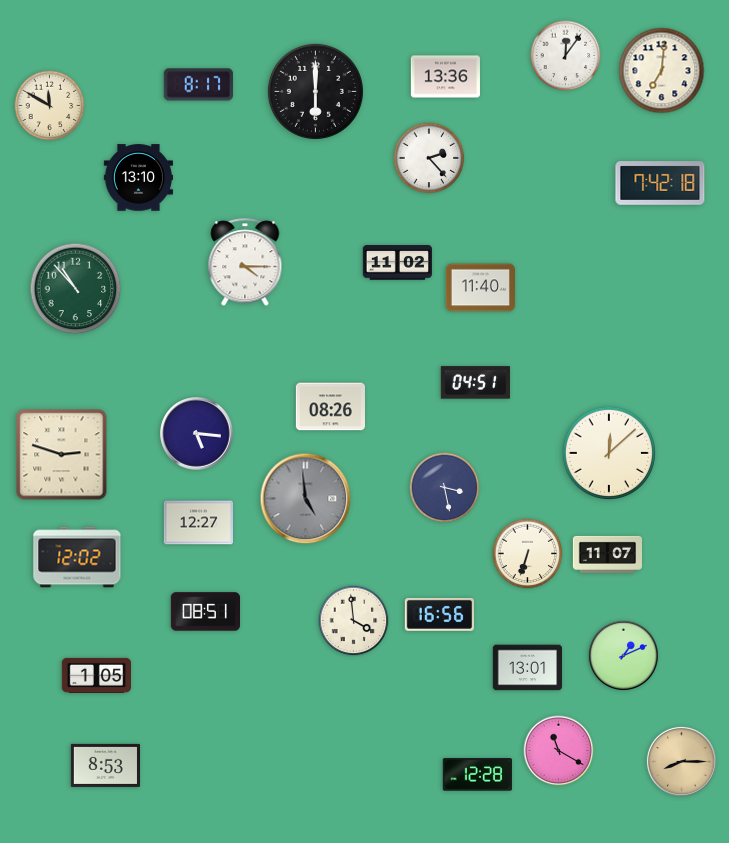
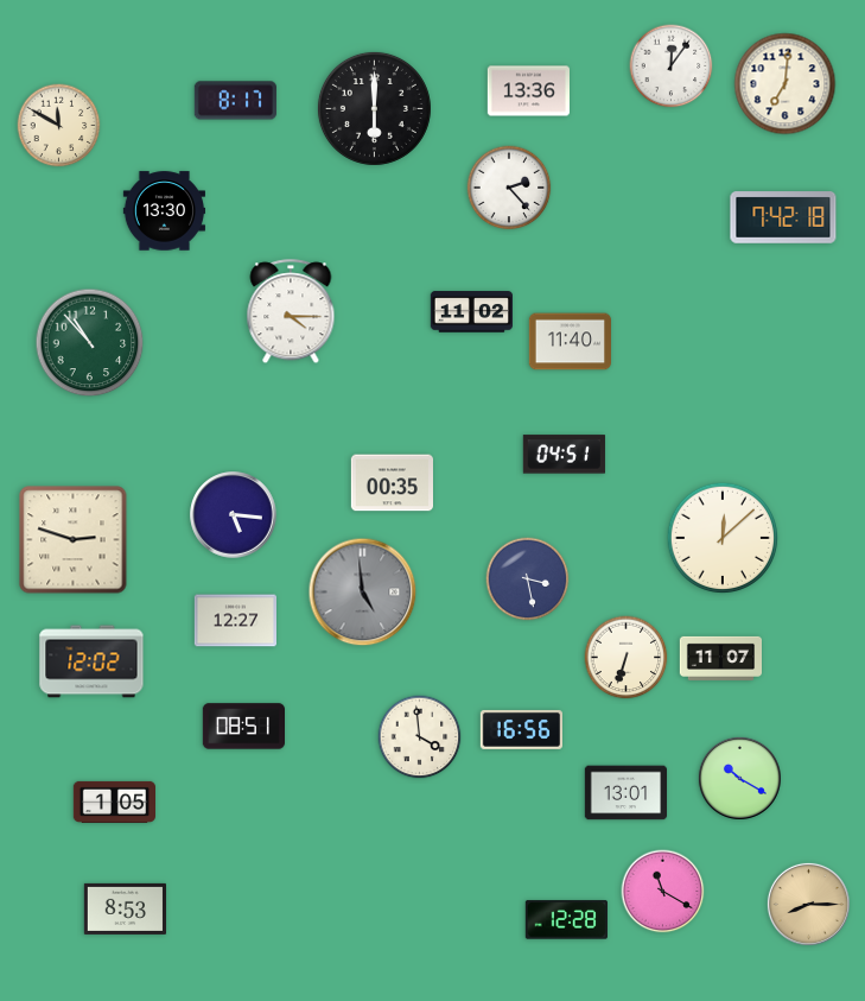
clock at (138, 178): 13:10 -> 13:30
clock at (330, 407): 08:26 -> 00:35
clock at (623, 655): 1:11 -> 10:20
